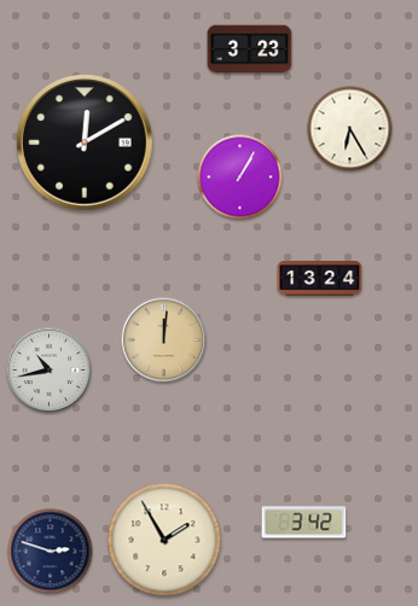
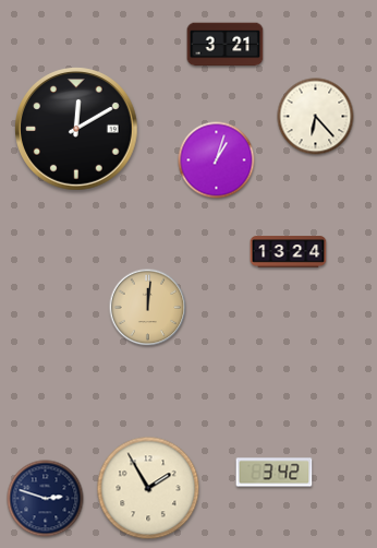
clock at (250, 49): 3:23 -> 3:21
clock at (350, 129): 6:25 -> 6:23
clock at (240, 177): 1:05 -> 1:03
clock at (50, 371): 10:43 -> none
